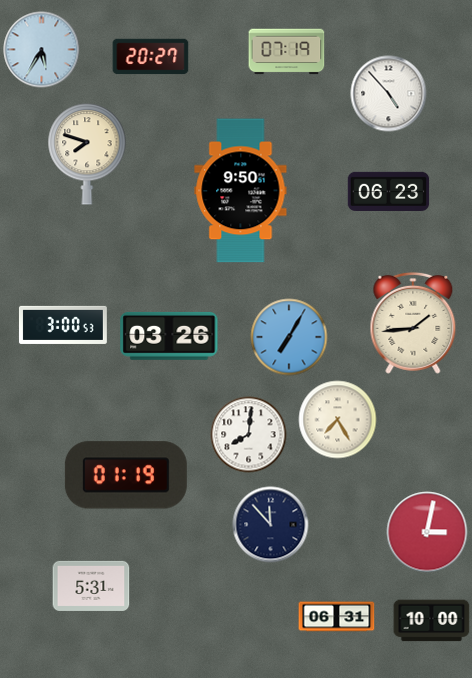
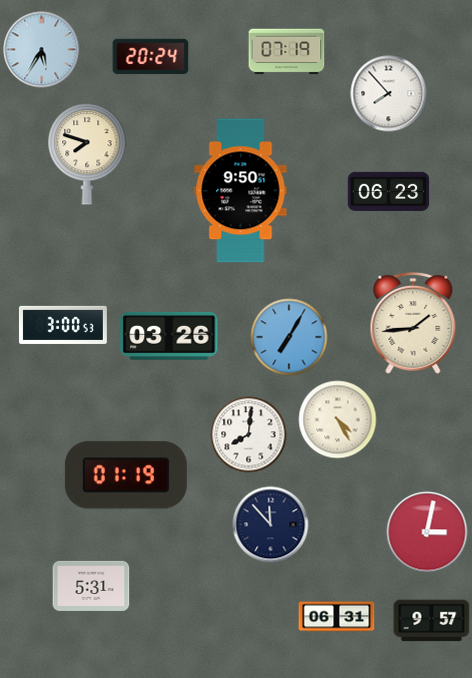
clock at (151, 57): 20:27 -> 20:24
clock at (389, 94): 4:53 -> 7:53
clock at (338, 420): 7:25 -> 4:25
clock at (432, 621): 10:00 -> 9:57
